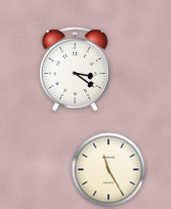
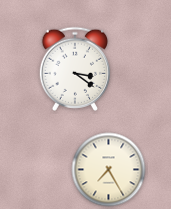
clock at (109, 170): 11:25 -> 7:25
